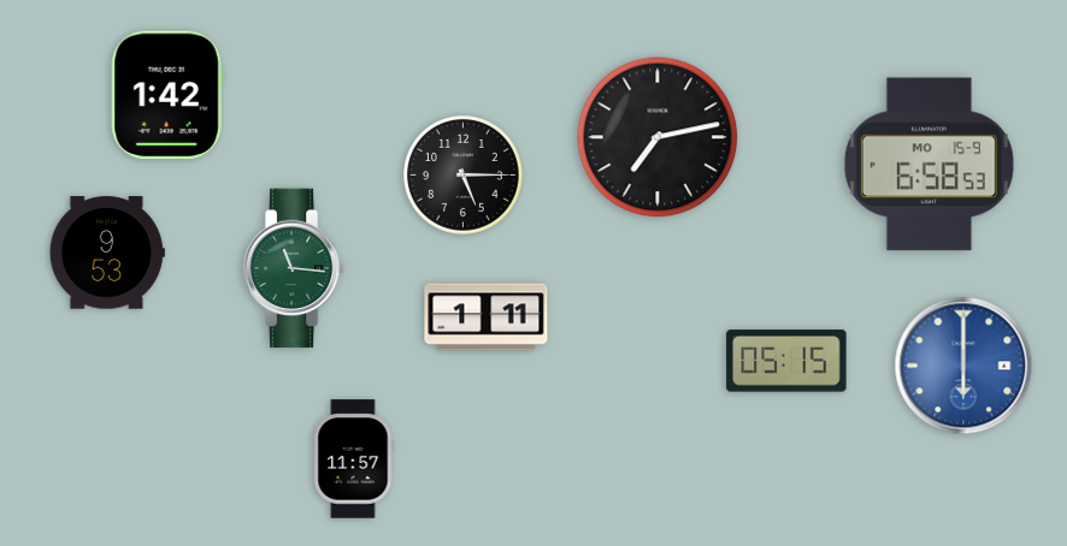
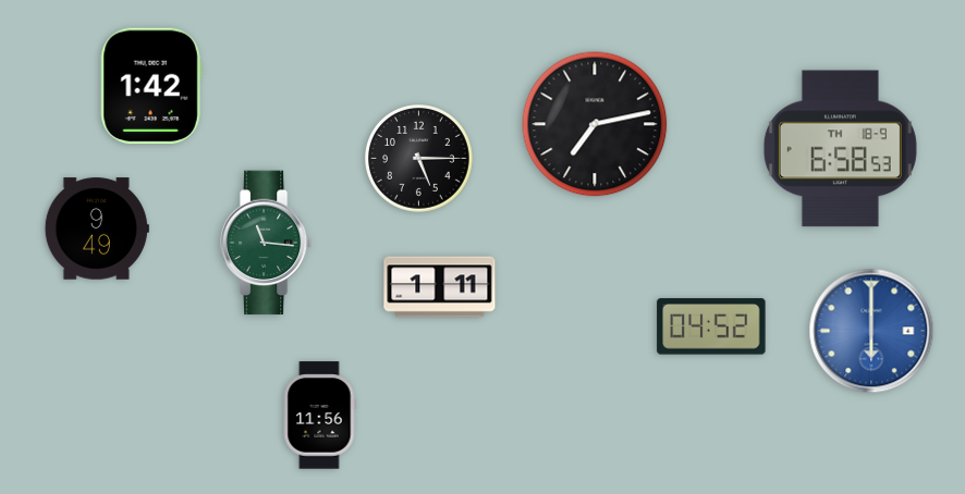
clock at (929, 165) date: MO 15-9 -> TH 18-9
clock at (107, 253): 9:53 -> 9:49
clock at (786, 361): 05:15 -> 04:52
clock at (353, 459): 11:57 -> 11:56
